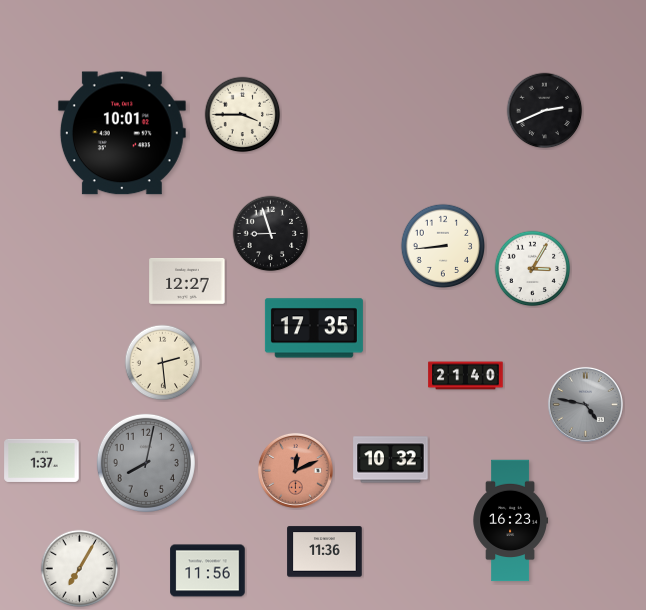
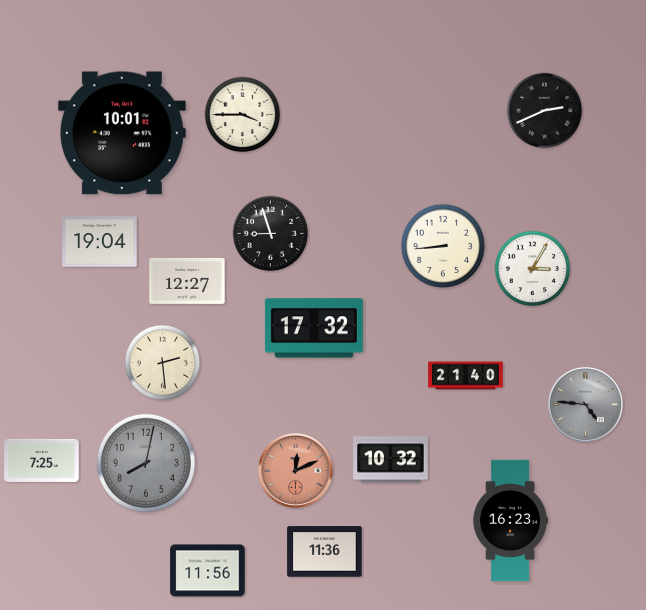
clock at (100, 242): none -> 19:04
clock at (314, 328): 17:35 -> 17:32
clock at (585, 404): 4:47 -> 4:46
clock at (42, 460): 1:37 -> 7:25
clock at (80, 569): 7:05 -> none
